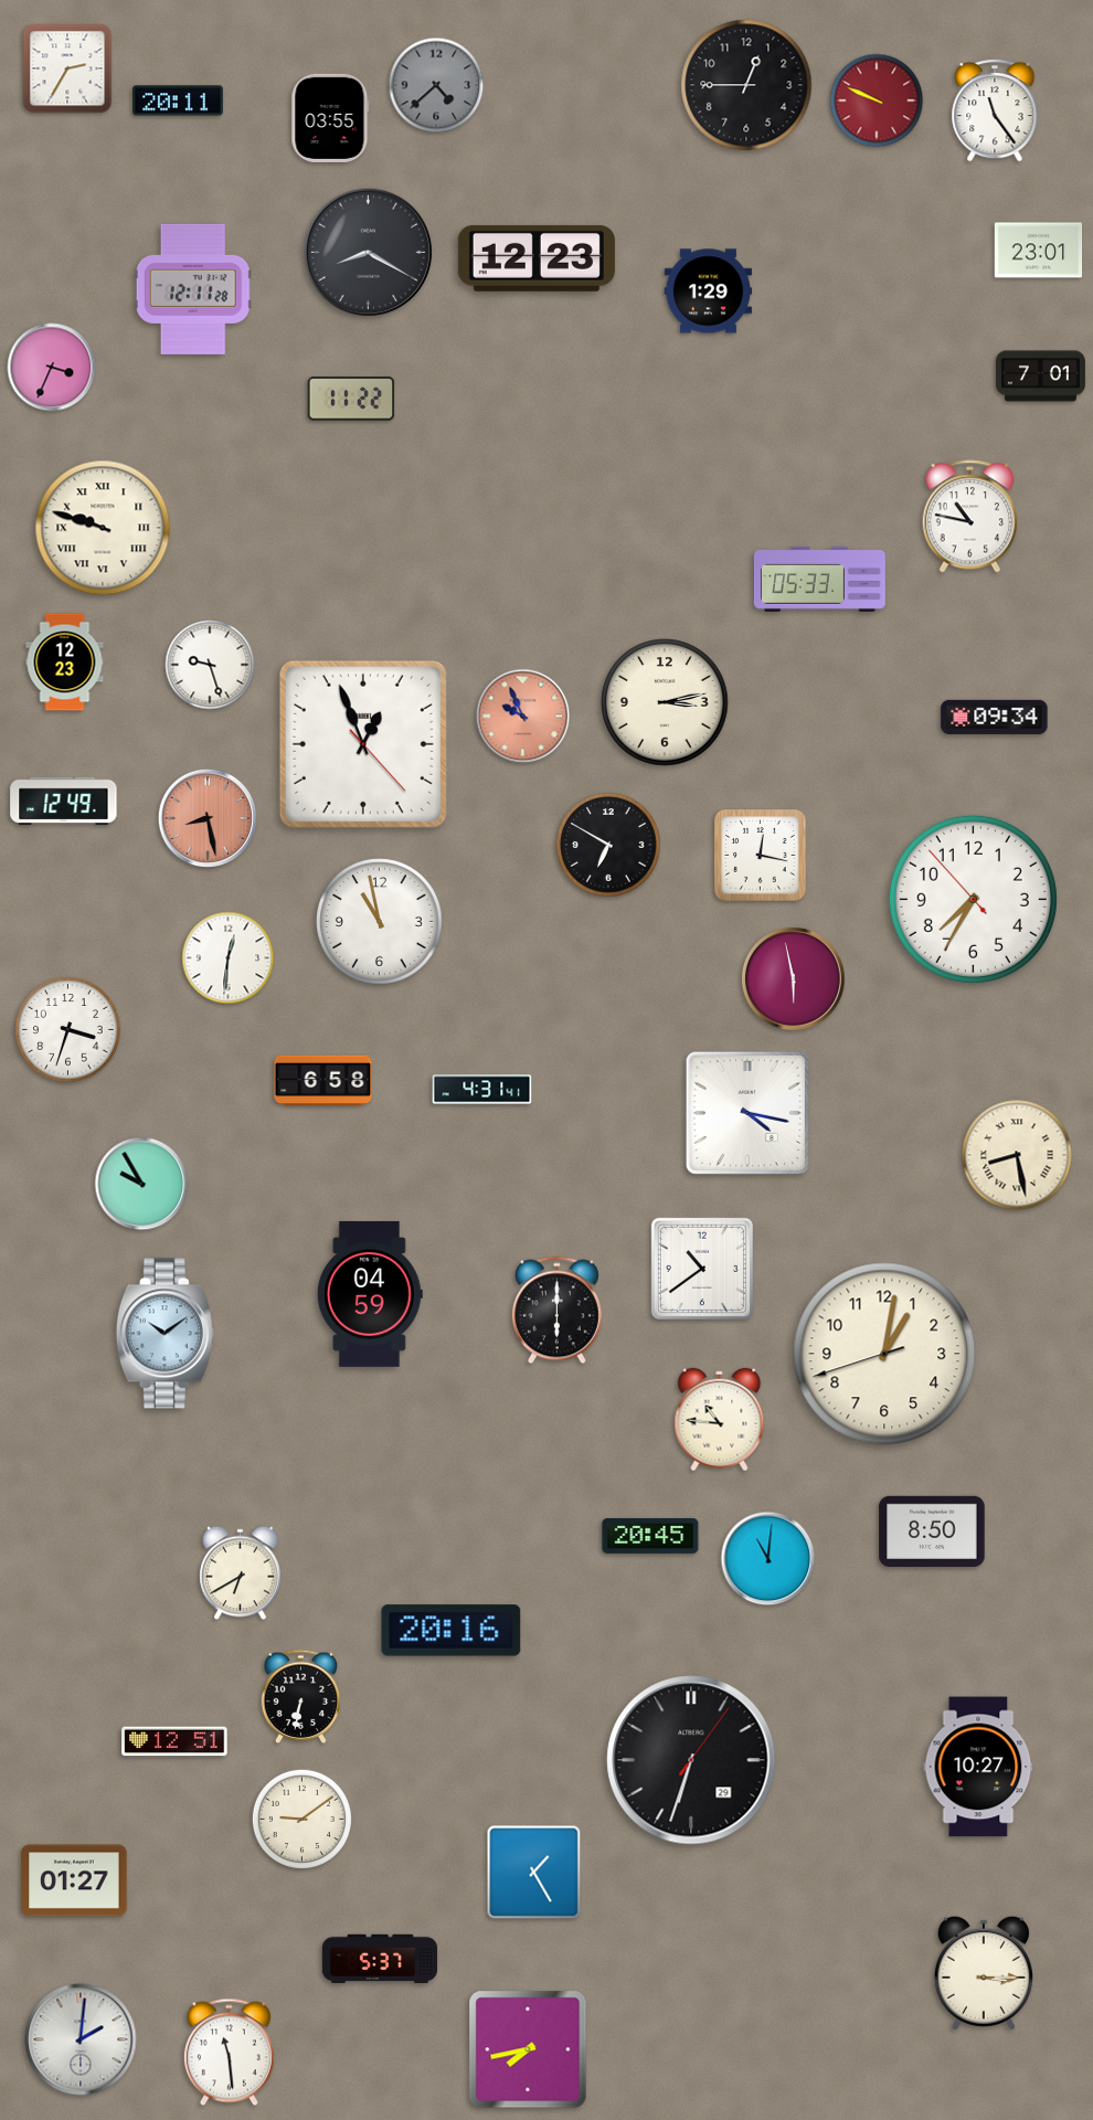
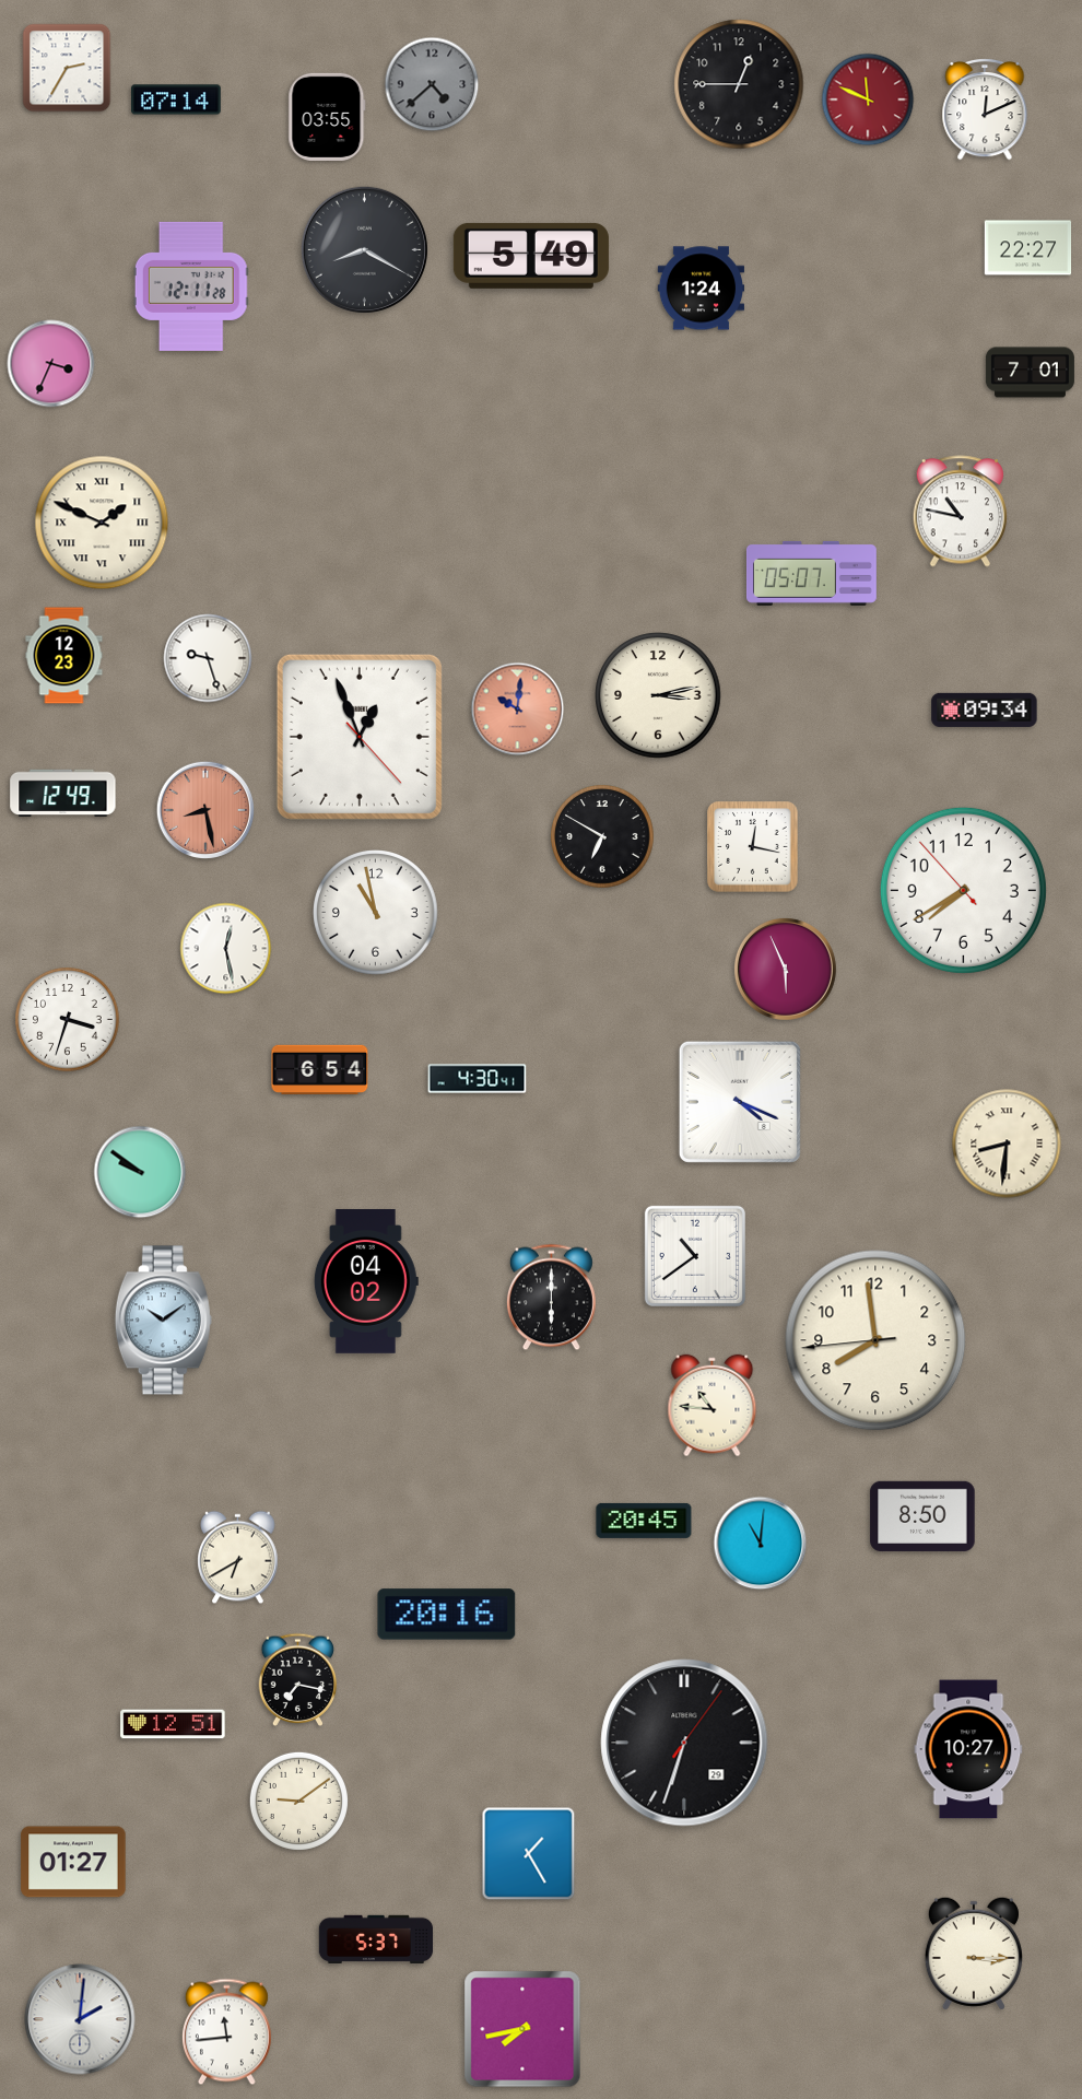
clock at (179, 100): 20:11 -> 07:14
clock at (877, 100): 9:49 -> 11:49
clock at (995, 110): 11:24 -> 12:11
clock at (1039, 251): 23:01 -> 22:27
clock at (537, 258): 12:23 -> 5:49
clock at (709, 291): 1:29 -> 1:24
clock at (351, 399): 11:22 -> none
clock at (103, 528): 9:48 -> 1:49
clock at (819, 579): 05:33 -> 05:07
clock at (523, 717): 9:56 -> 10:01
clock at (973, 899): 7:34 -> 7:39
clock at (229, 958): 12:31 -> 12:28
clock at (793, 978): 5:58 -> 5:56
clock at (323, 1081): 6:58 -> 6:54
clock at (482, 1090): 4:31 -> 4:30
clock at (747, 1113): 4:17 -> 4:19
clock at (1017, 1155): 8:28 -> 8:31
clock at (141, 1184): 9:55 -> 9:51
clock at (370, 1295): 04:59 -> 04:02
clock at (884, 1354): 1:01 -> 7:58
clock at (301, 1696): 6:32 -> 7:17
clock at (229, 2053): 11:29 -> 11:44
